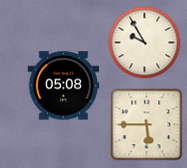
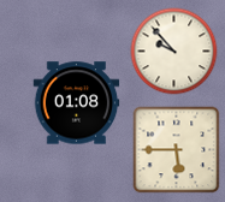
clock at (145, 43): 9:55 -> 9:53
clock at (64, 86): 05:08 -> 01:08
